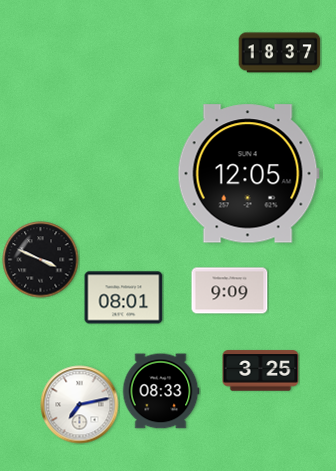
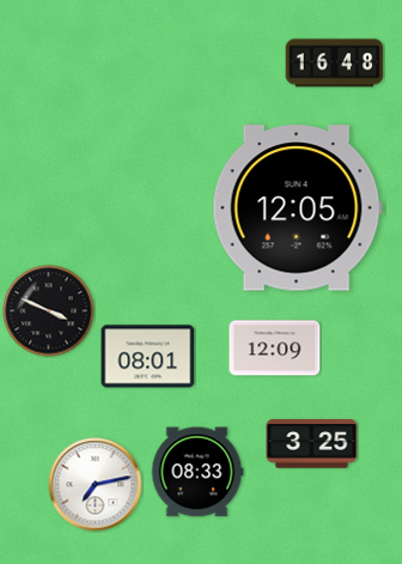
clock at (280, 53): 18:37 -> 16:48
clock at (230, 291): 9:09 -> 12:09
clock at (161, 391) position: (161, 391) -> (197, 472)
